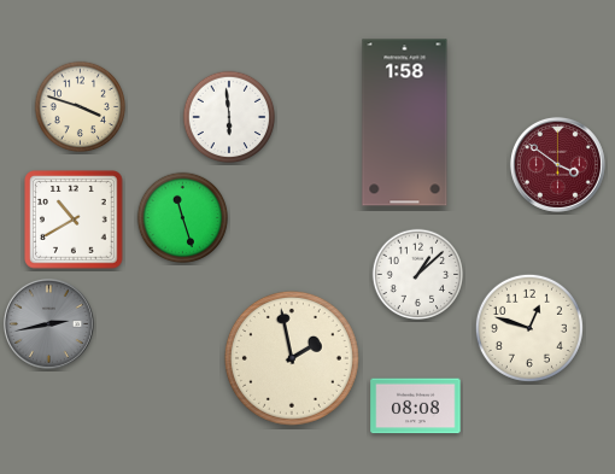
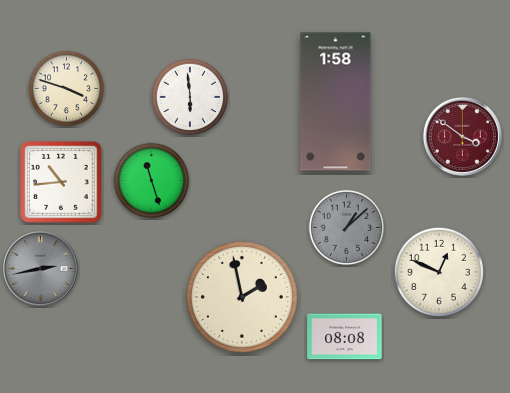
clock at (74, 220): 10:40 -> 10:44
clock at (418, 275) dial: white -> grey
clock at (529, 328): 12:48 -> 12:49
